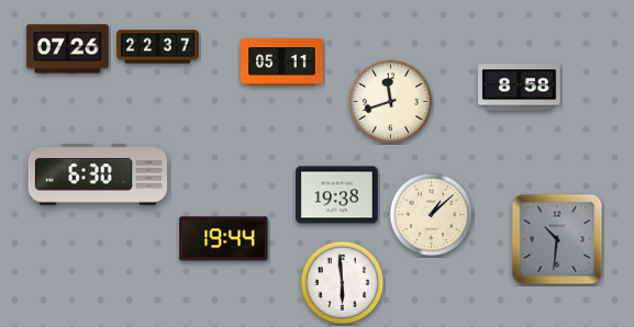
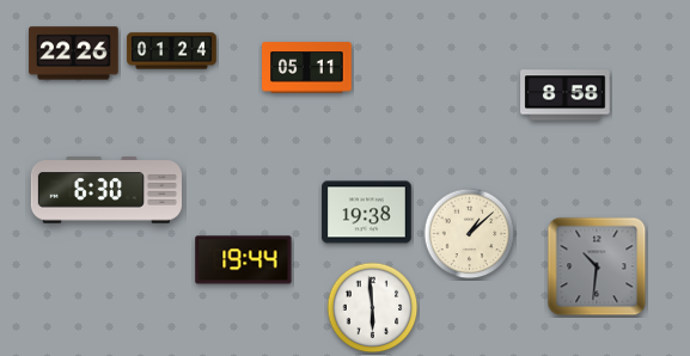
clock at (158, 47): 22:37 -> 01:24
clock at (68, 49): 07:26 -> 22:26
clock at (391, 102): 11:42 -> none
clock at (557, 239) position: (557, 239) -> (597, 266)
